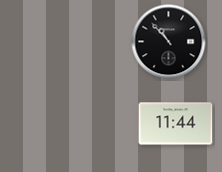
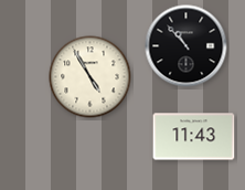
clock at (90, 77): none -> 4:55
clock at (176, 124): 11:44 -> 11:43
